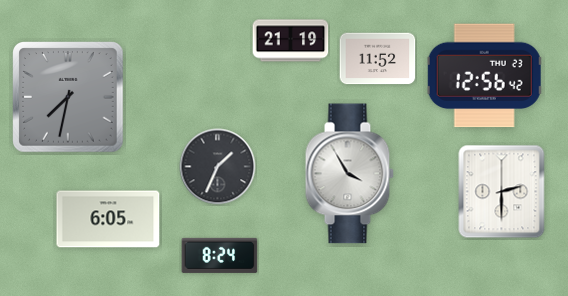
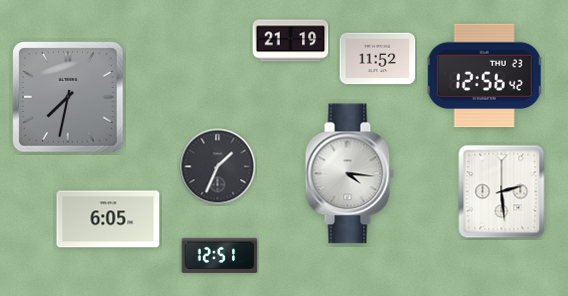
clock at (349, 174): 3:55 -> 4:16
clock at (502, 192): 2:30 -> 2:29
clock at (220, 255): 8:24 -> 12:51
